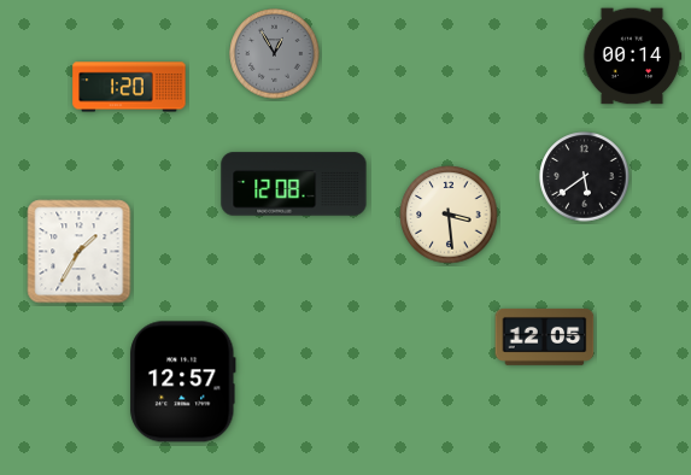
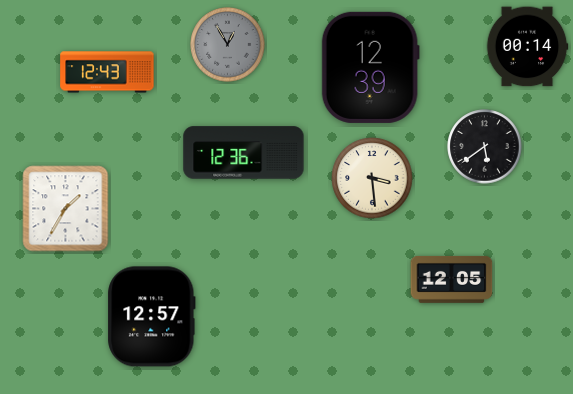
clock at (632, 57) position: (632, 57) -> (527, 47)
clock at (370, 67): none -> 12:39
clock at (129, 87): 1:20 -> 12:43
clock at (294, 184): 12:08 -> 12:36
